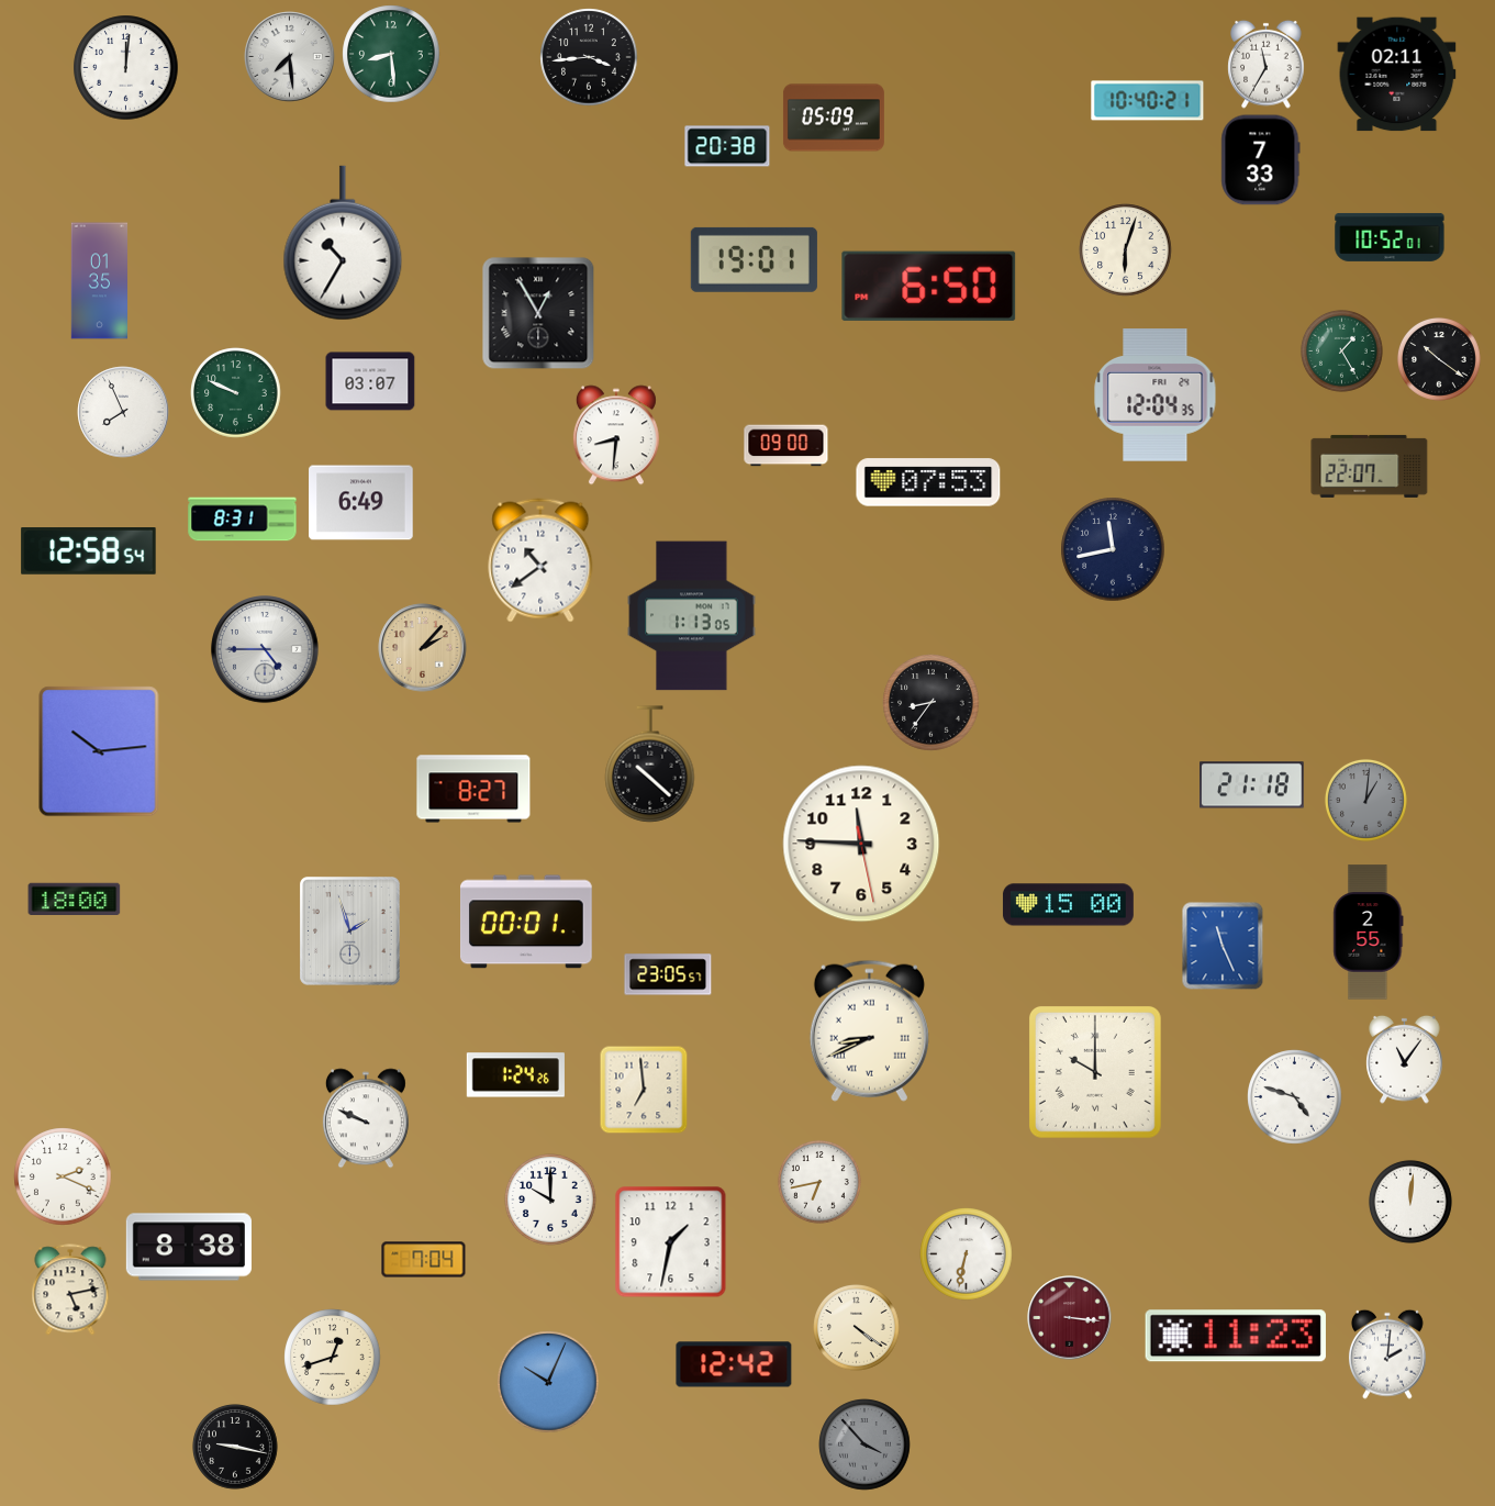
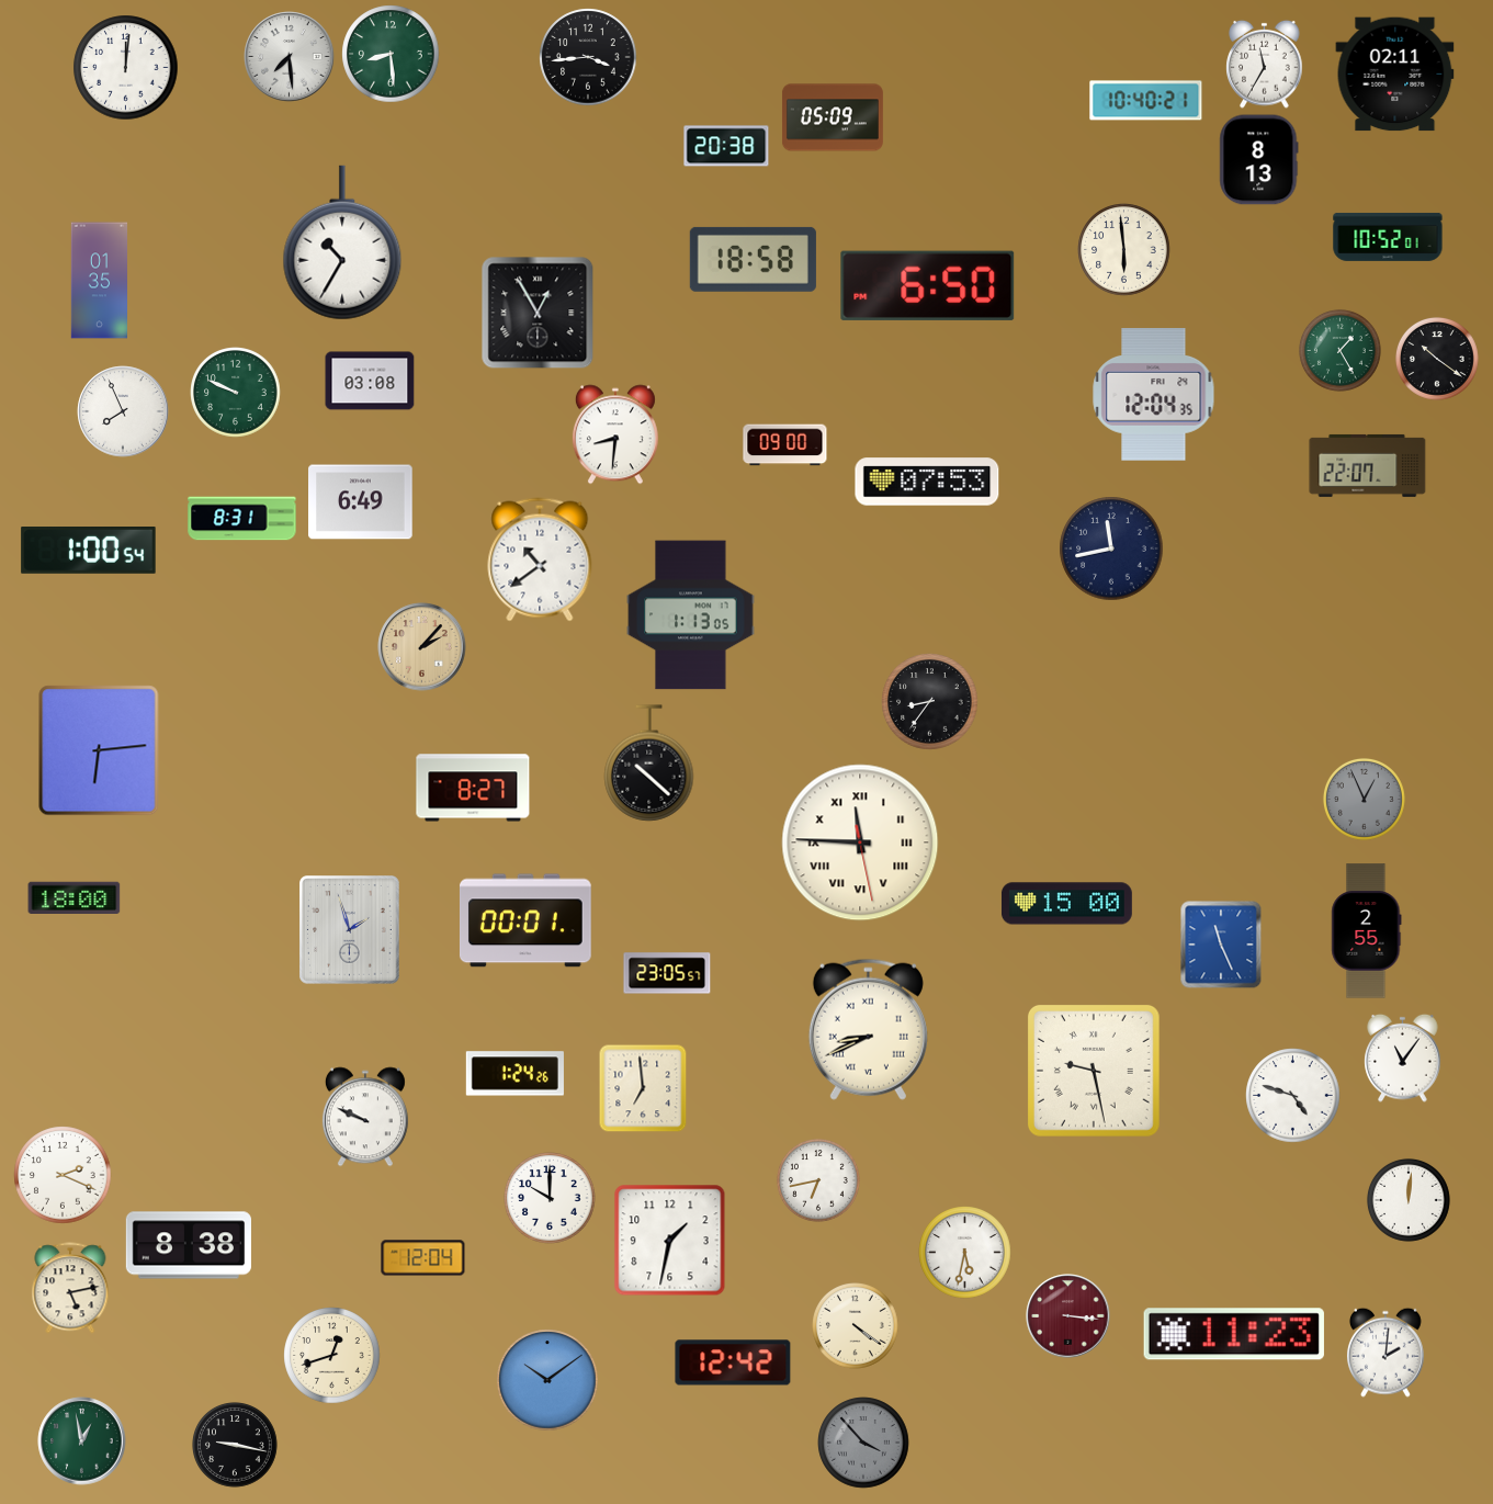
clock at (1261, 160): 7:33 -> 8:13
clock at (1126, 250): 6:03 -> 5:59
clock at (754, 259): 19:01 -> 18:58
clock at (370, 381): 03:07 -> 03:08
clock at (89, 551): 12:58 -> 1:00
clock at (265, 649): 4:45 -> none
clock at (99, 751): 10:14 -> 6:14
clock at (1252, 785): 21:18 -> none
clock at (1365, 800): 1:01 -> 12:56
clock at (861, 844) numerals: Arabic -> Roman
clock at (1095, 1072): 10:00 -> 9:28
clock at (967, 1254): 6:32 -> 5:32
clock at (424, 1260): 7:04 -> 12:04
clock at (548, 1382): 10:04 -> 10:09
clock at (82, 1441): none -> 12:58
